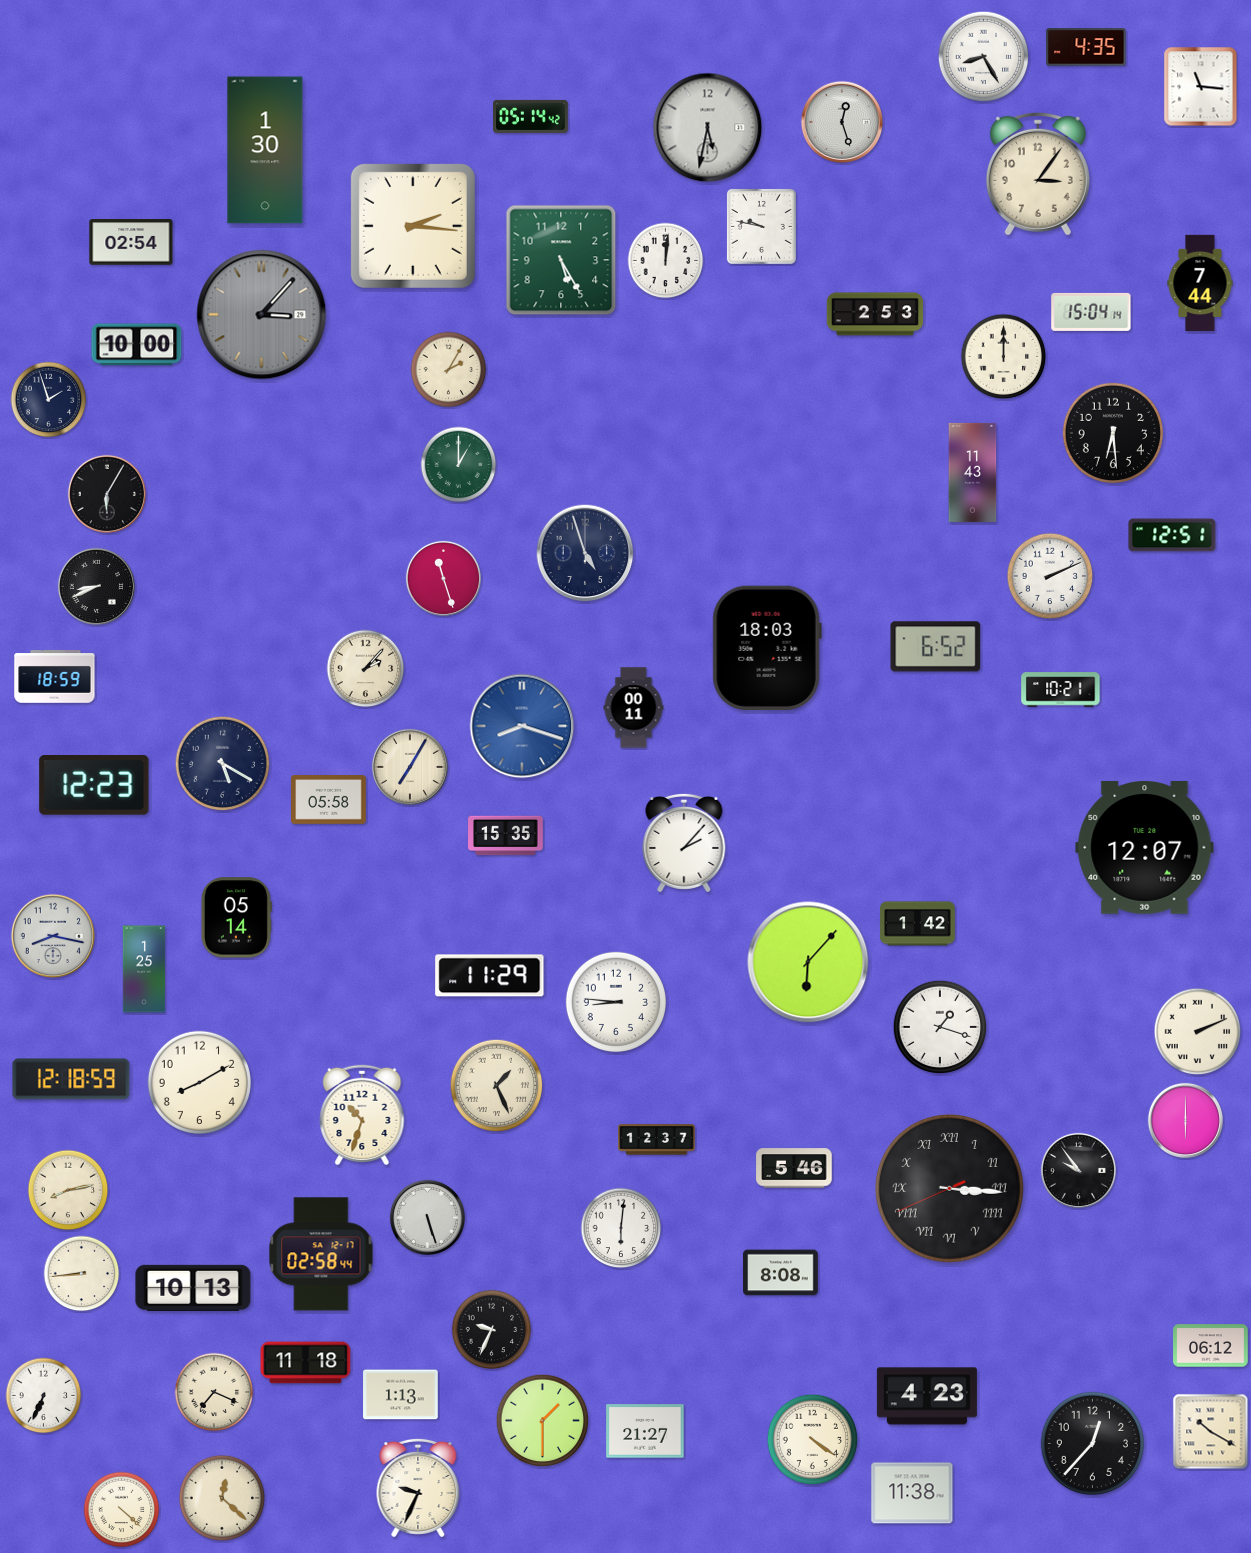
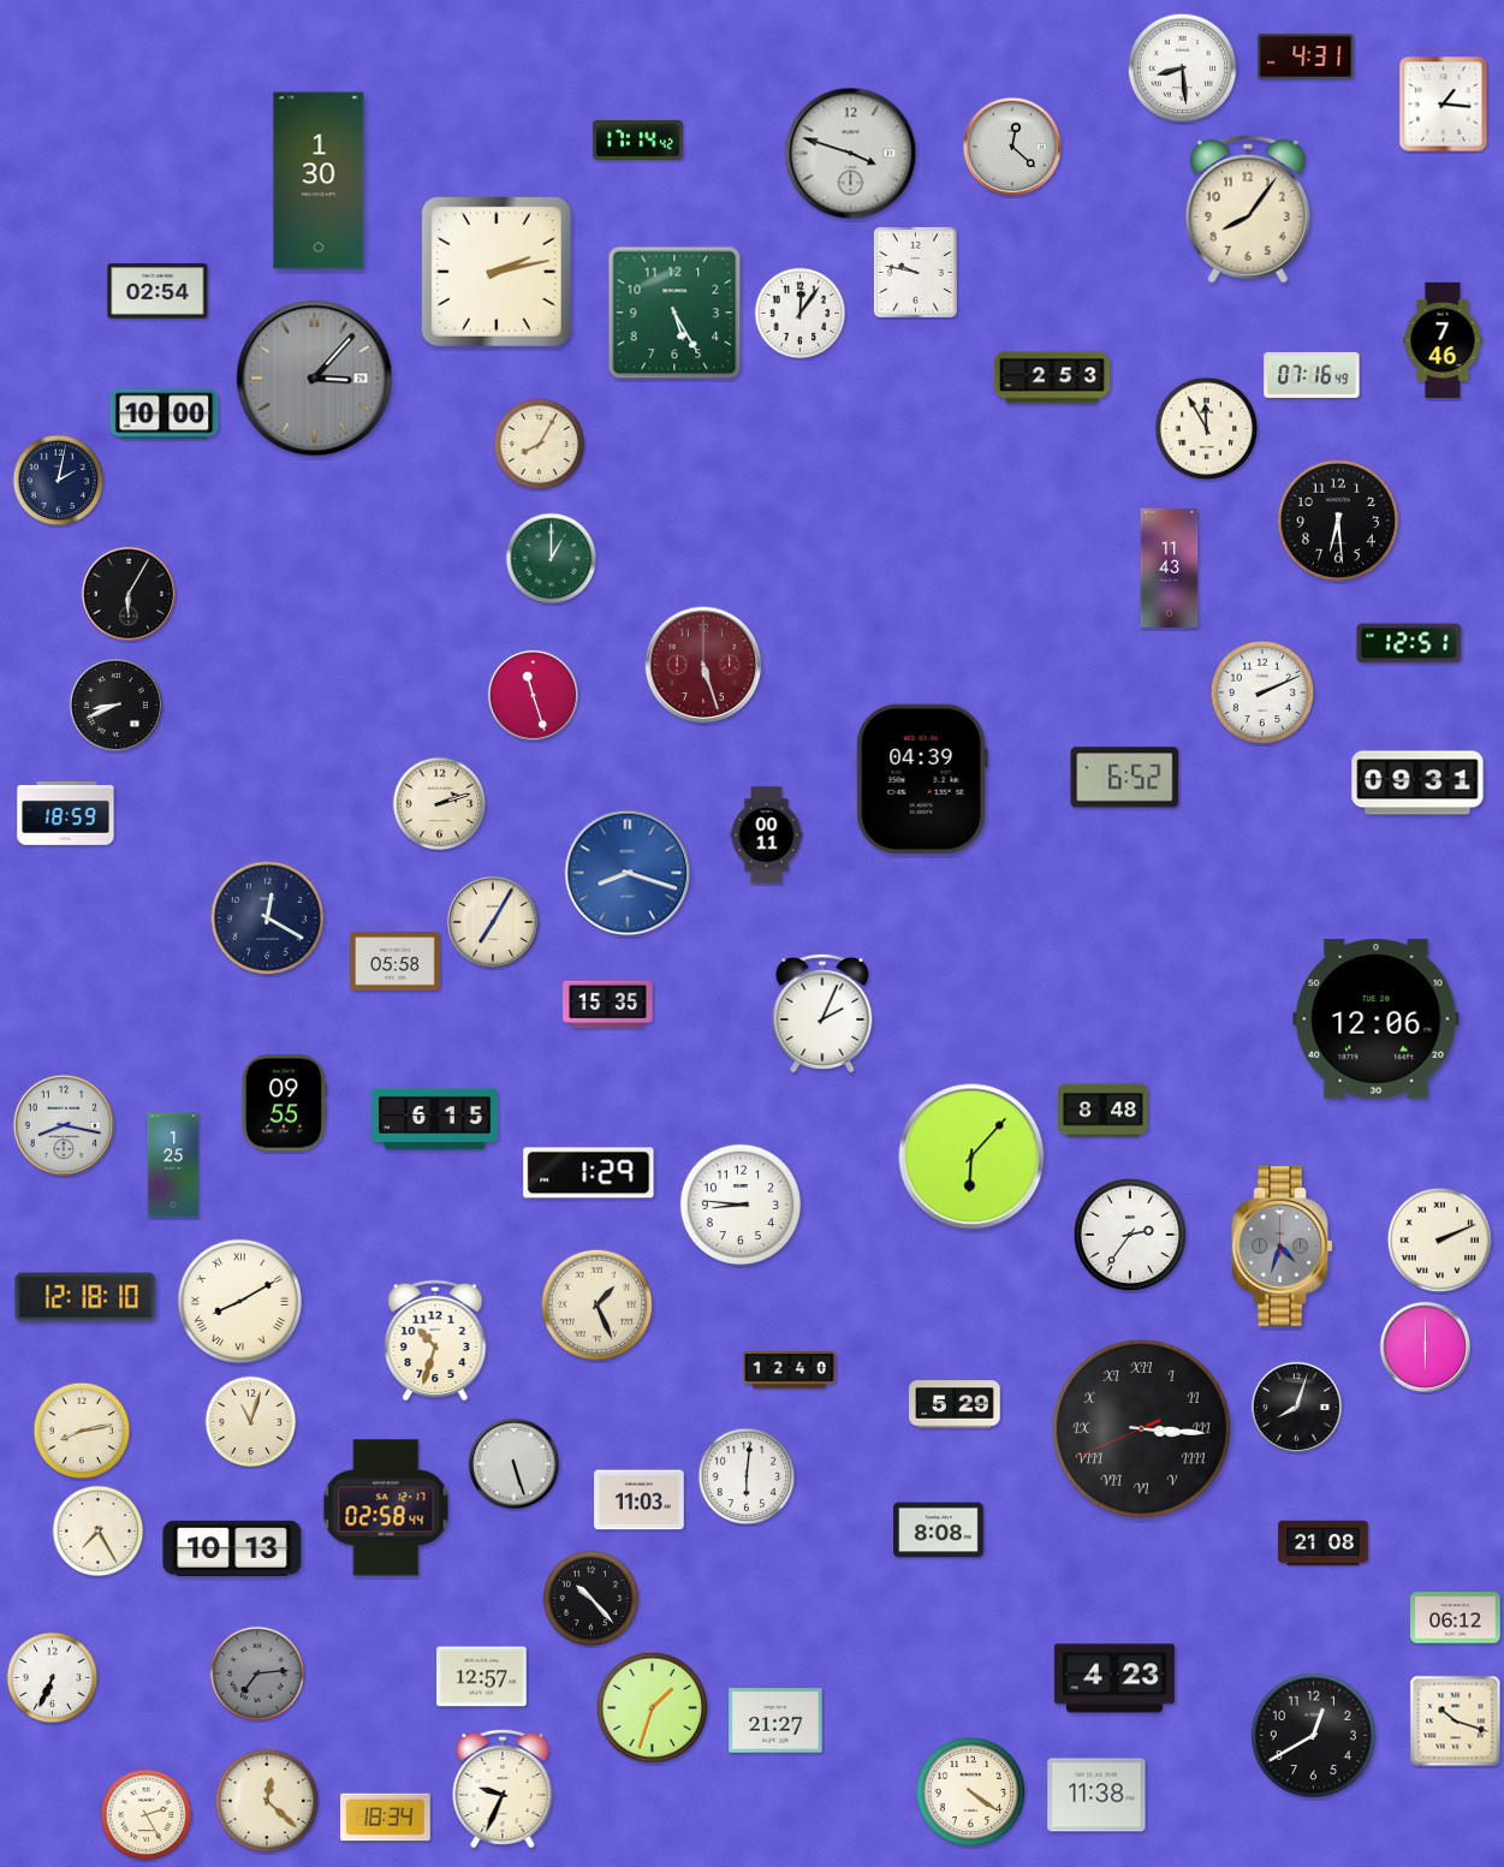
clock at (1086, 47): 4:35 -> 4:31
clock at (984, 57): 8:25 -> 8:29
clock at (1201, 87): 11:16 -> 1:16
clock at (531, 116): 05:14 -> 17:14
clock at (841, 121): 12:27 -> 12:22
clock at (708, 128): 5:32 -> 3:48
clock at (1038, 174): 3:06 -> 8:06
clock at (413, 226): 2:16 -> 2:13
clock at (666, 261): 12:01 -> 12:06
clock at (1200, 283): 7:44 -> 7:46
clock at (1091, 312): 15:04 -> 07:16
clock at (1004, 357): 12:00 -> 11:55
clock at (449, 370): 2:05 -> 8:05
clock at (49, 400): 1:57 -> 2:02
clock at (585, 553): 4:57 -> 5:27
clock at (585, 553) dial: navy -> burgundy
clock at (767, 648): 18:03 -> 04:39
clock at (1417, 783): none -> 09:31
clock at (366, 669): 2:07 -> 2:12
clock at (1061, 690): 10:21 -> none
clock at (634, 708) position: (634, 708) -> (767, 836)
clock at (223, 764): 5:20 -> 12:20
clock at (94, 786): 12:23 -> none
clock at (684, 843): 2:07 -> 2:04
clock at (1145, 847): 12:07 -> 12:06
clock at (236, 918): 05:14 -> 09:55
clock at (918, 924): 1:42 -> 8:48
clock at (435, 1118): none -> 6:15
clock at (490, 976): 11:29 -> 1:29
clock at (940, 1027): 1:18 -> 2:36
clock at (1283, 1247): none -> 4:33
clock at (71, 1079): 12:18:59 -> 12:18:10
clock at (199, 1082) numerals: Arabic -> Roman
clock at (657, 1140): 12:37 -> 12:40
clock at (794, 1168): 5:46 -> 5:29
clock at (1078, 1170): 9:54 -> 8:03
clock at (251, 1422): none -> 11:03
clock at (640, 1500): none -> 11:03
clock at (82, 1274): 8:44 -> 7:25
clock at (1324, 1544): none -> 21:08
clock at (492, 1330): 9:34 -> 10:23
clock at (306, 1363): 11:18 -> none
clock at (214, 1392): 7:19 -> 7:14
clock at (214, 1392) dial: cream -> grey
clock at (401, 1395): 1:13 -> 12:57
clock at (543, 1421): 1:30 -> 1:33
clock at (1211, 1432): 10:20 -> 10:18
clock at (813, 1440) position: (813, 1440) -> (971, 1792)
clock at (1092, 1443): 12:37 -> 12:40
clock at (122, 1510): 4:22 -> 2:25
clock at (386, 1818): none -> 18:34
